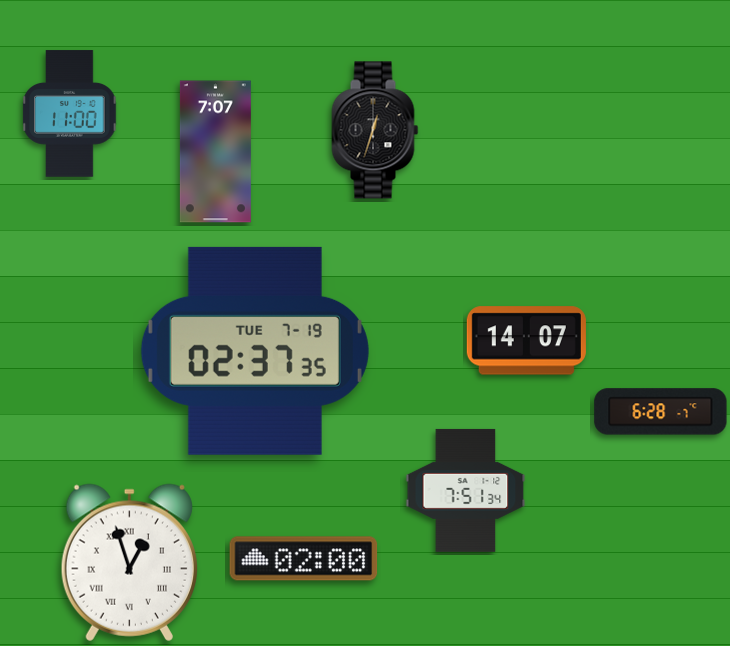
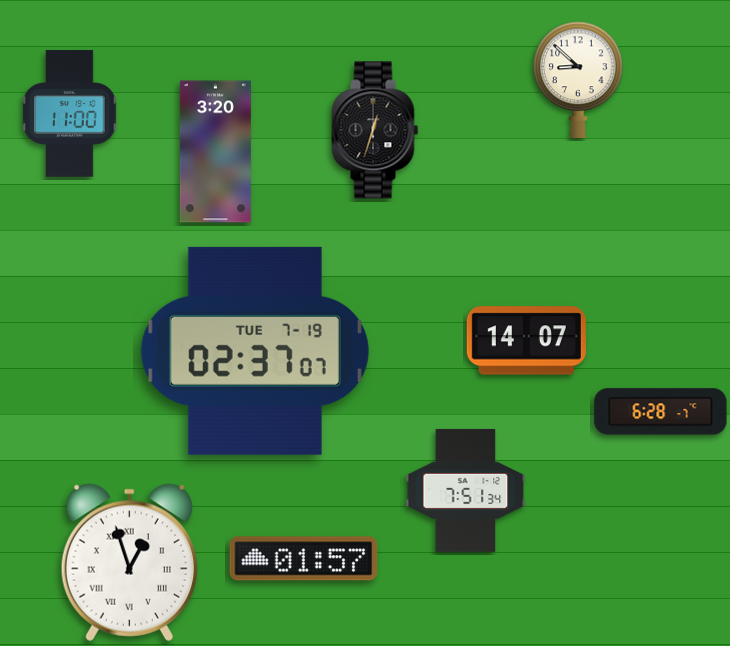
clock at (578, 79): none -> 8:52
clock at (215, 152): 7:07 -> 3:20
clock at (255, 351): 02:37:35 -> 02:37:07
clock at (304, 559): 02:00 -> 01:57
